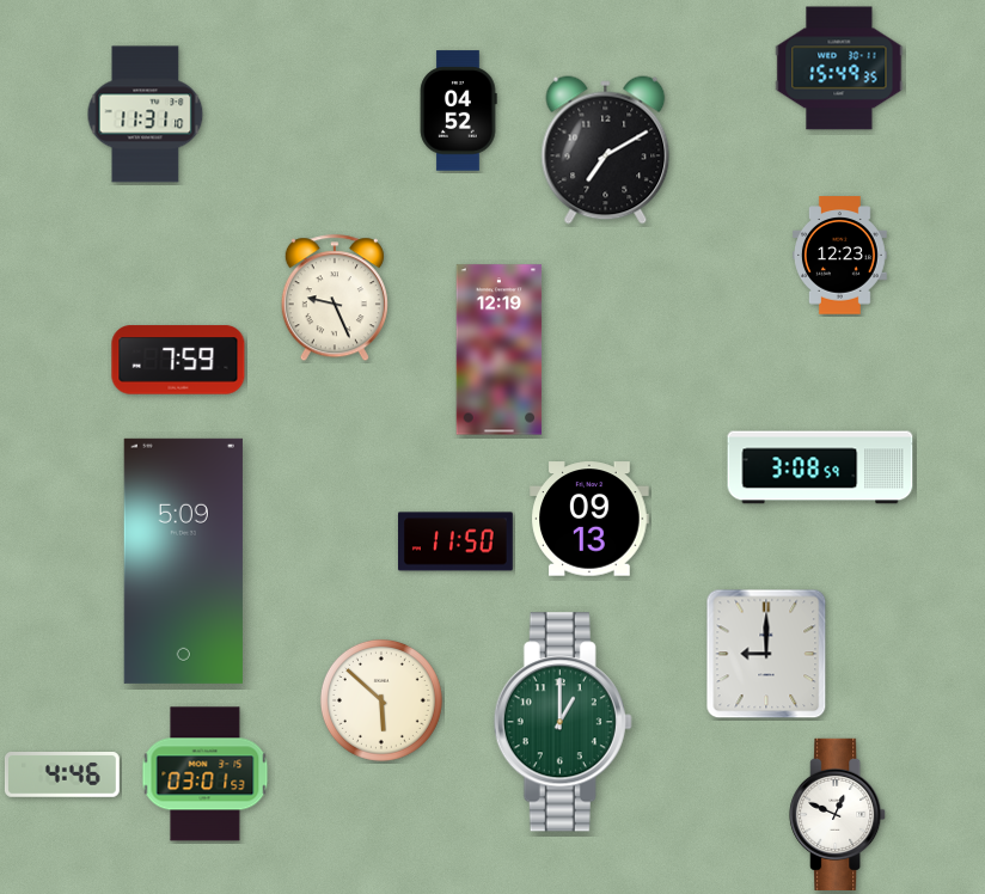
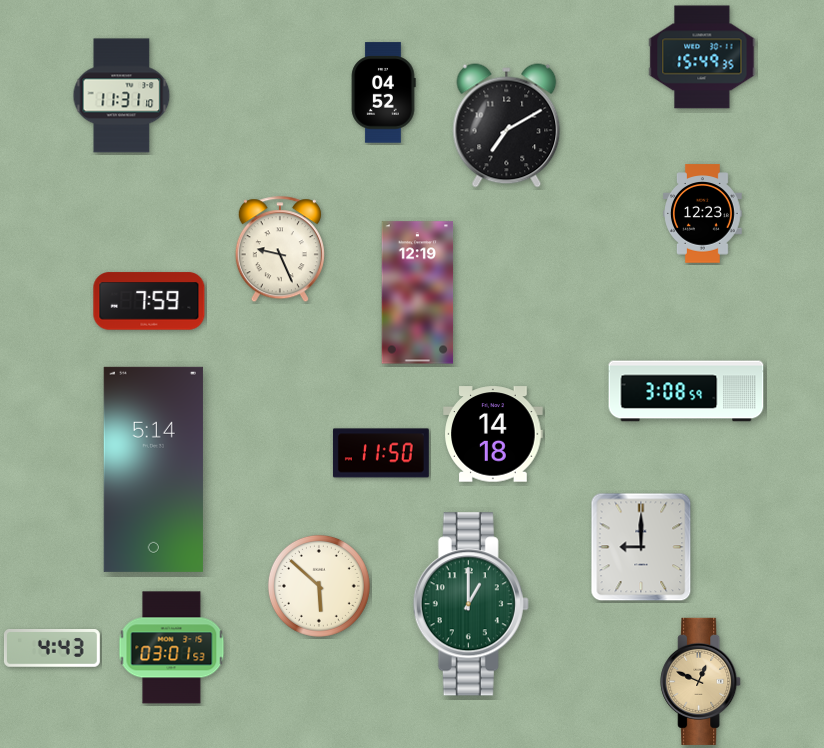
clock at (589, 519): 09:13 -> 14:18
clock at (183, 561): 5:09 -> 5:14
clock at (62, 776): 4:46 -> 4:43
clock at (838, 814) dial: white -> champagne
